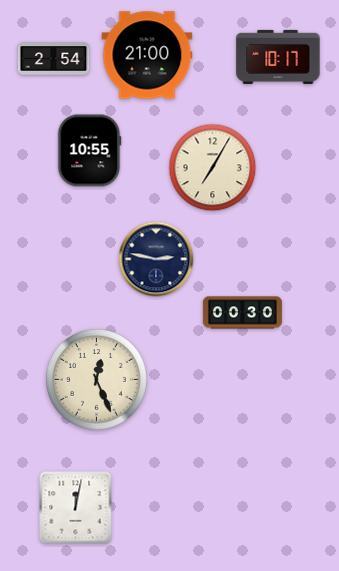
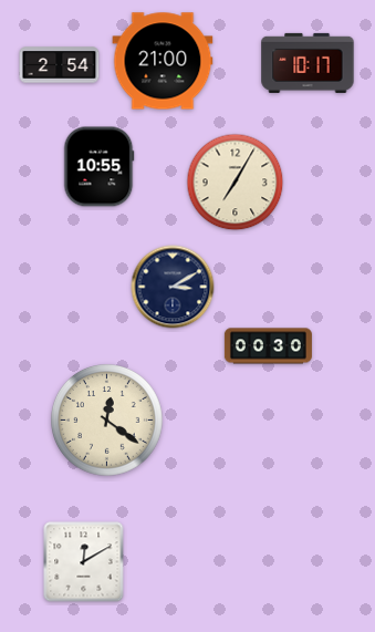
clock at (213, 168) position: (213, 168) -> (236, 183)
clock at (156, 259): 2:47 -> 3:10
clock at (97, 380): 12:26 -> 12:21
clock at (76, 508): 12:02 -> 12:10
